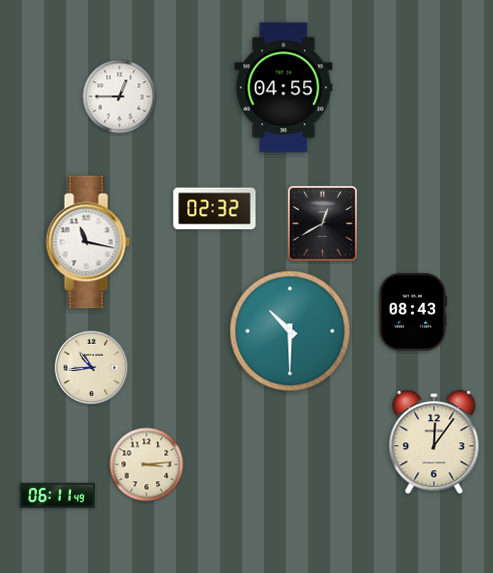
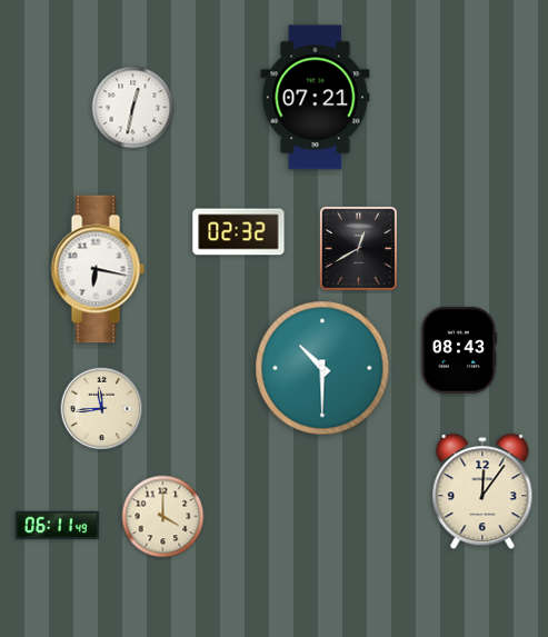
clock at (284, 88): 04:55 -> 07:21
clock at (120, 97): 12:45 -> 12:32
clock at (88, 242): 11:17 -> 6:17
clock at (413, 312) position: (413, 312) -> (459, 350)
clock at (92, 368): 10:44 -> 11:44
clock at (147, 465): 3:14 -> 4:00
clock at (57, 495) position: (57, 495) -> (57, 525)
